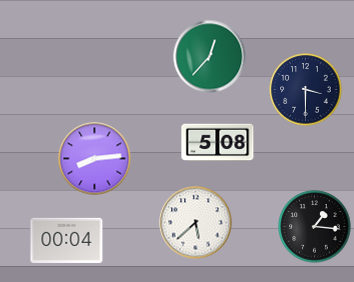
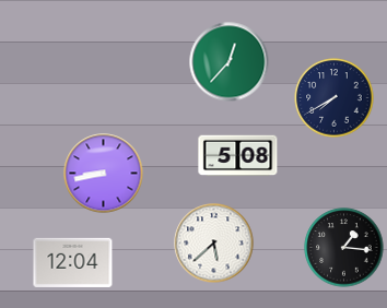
clock at (306, 90): 3:30 -> 7:40
clock at (95, 159): 8:14 -> 8:43
clock at (67, 240): 00:04 -> 12:04
